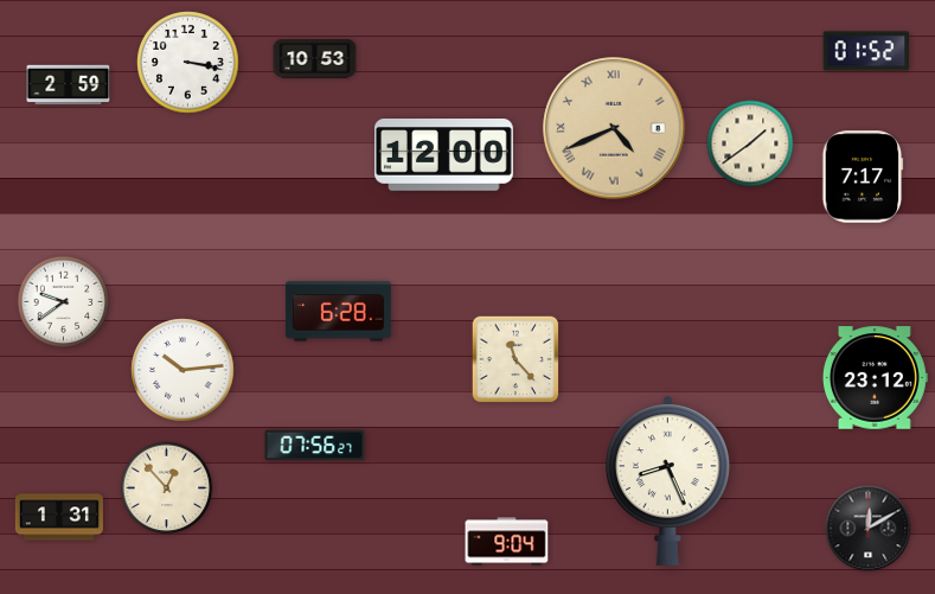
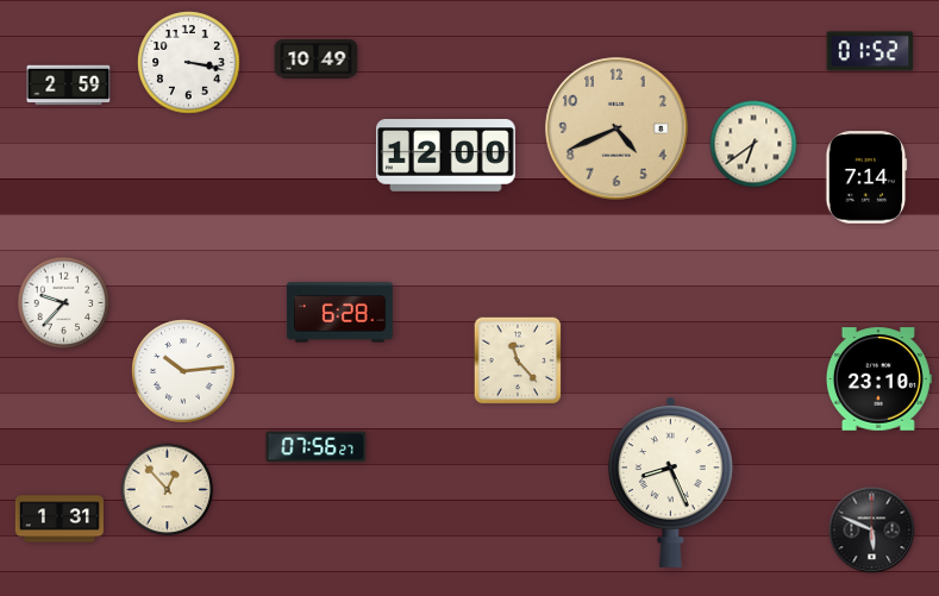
clock at (315, 59): 10:53 -> 10:49
clock at (614, 128) numerals: Roman -> Arabic
clock at (750, 143): 1:39 -> 6:39
clock at (863, 177): 7:17 -> 7:14
clock at (64, 302): 9:39 -> 9:37
clock at (875, 378): 23:12 -> 23:10
clock at (869, 529): 12:10 -> 5:49
clock at (507, 542): 9:04 -> none
